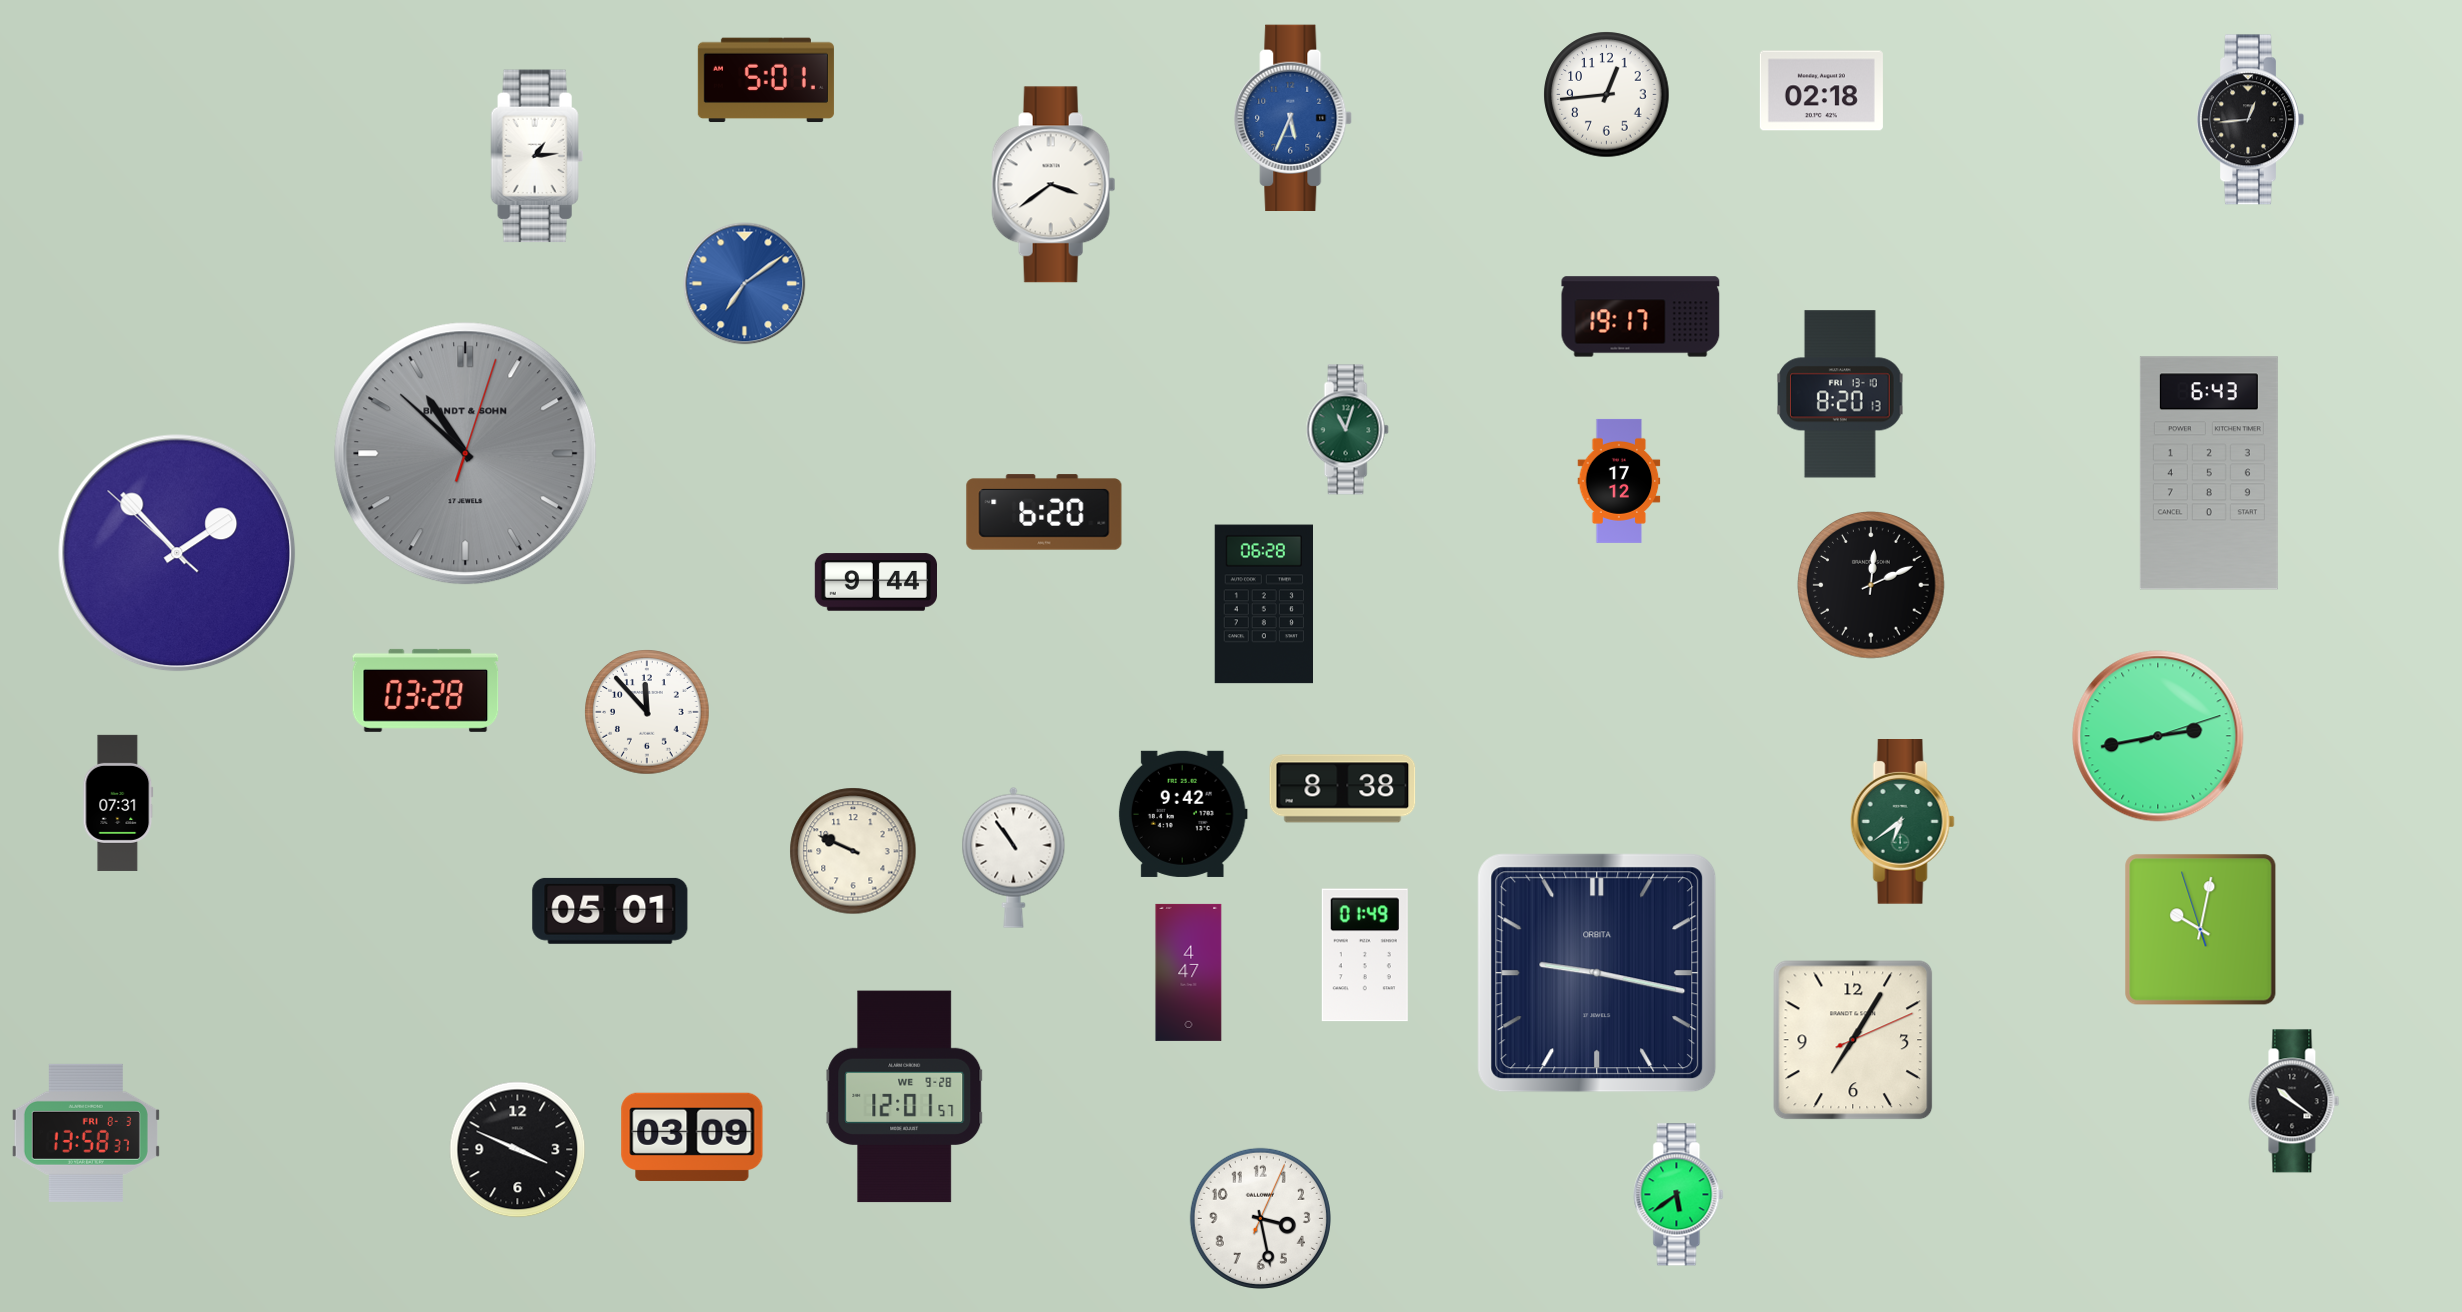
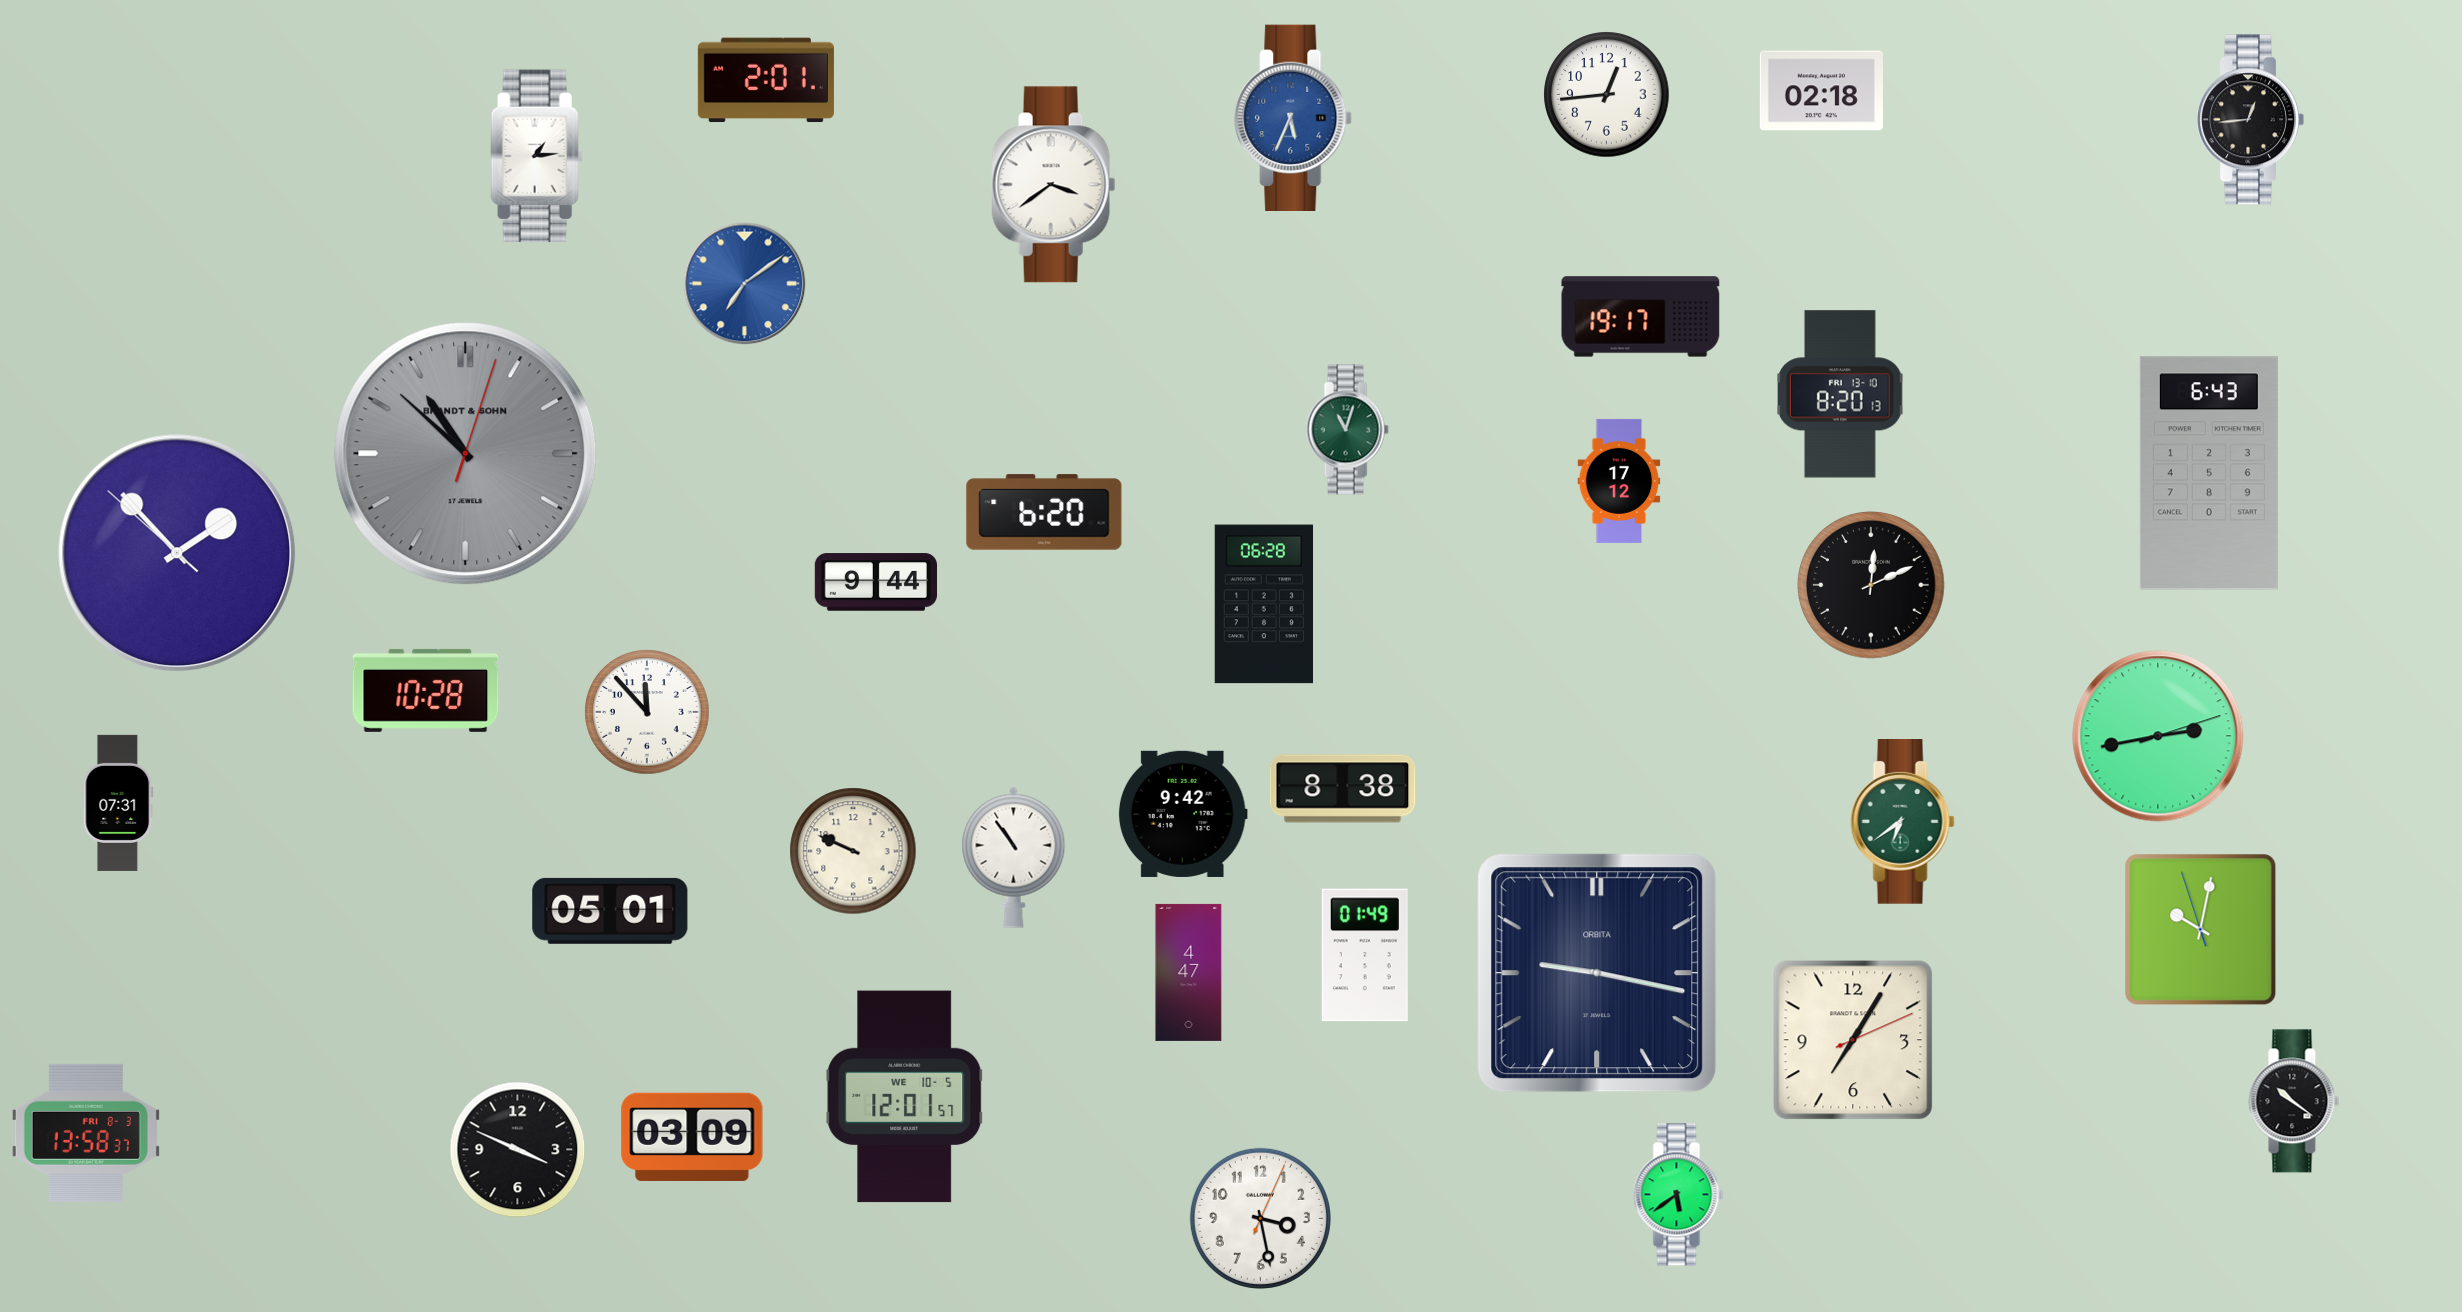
clock at (766, 80): 5:01 -> 2:01
clock at (426, 690): 03:28 -> 10:28
clock at (905, 1097) date: WE 9-28 -> WE 10-5
